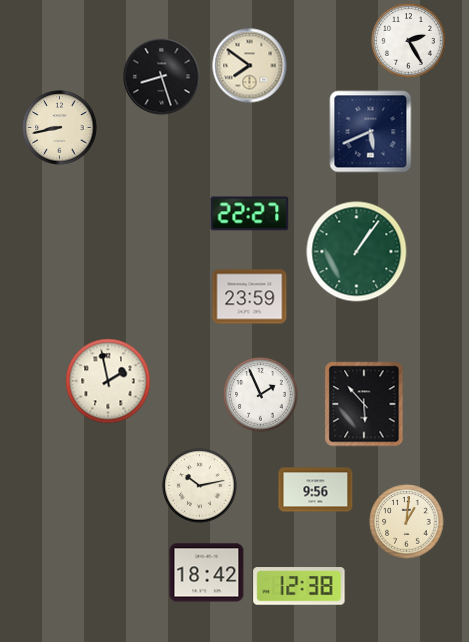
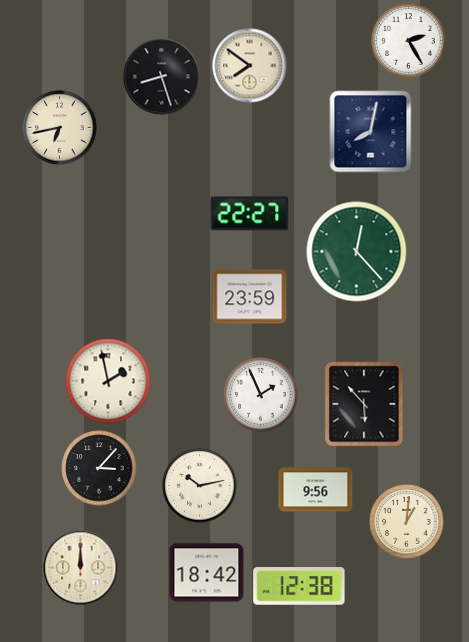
clock at (60, 128): 8:43 -> 6:43
clock at (371, 132): 5:41 -> 8:02
clock at (357, 252): 1:06 -> 12:23
clock at (99, 468): none -> 3:07
clock at (81, 568): none -> 12:00
